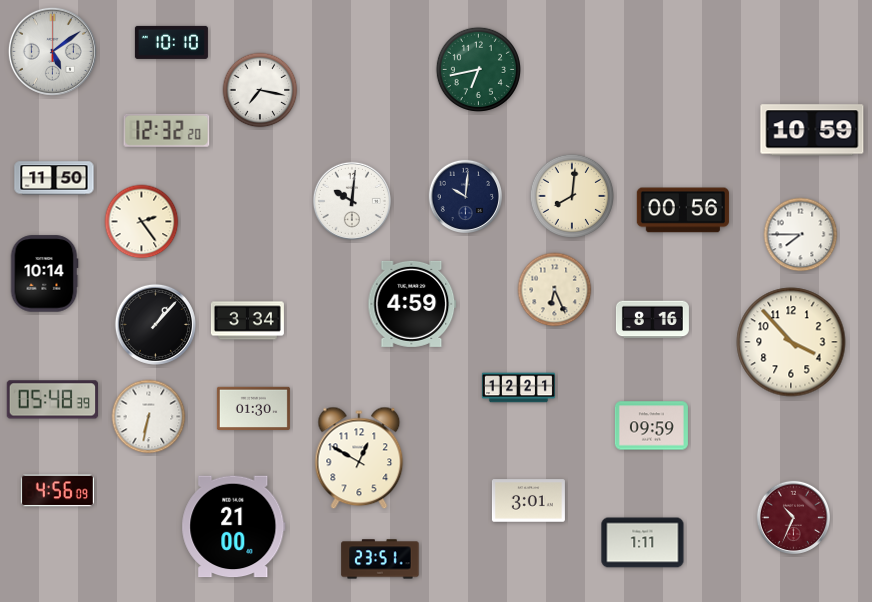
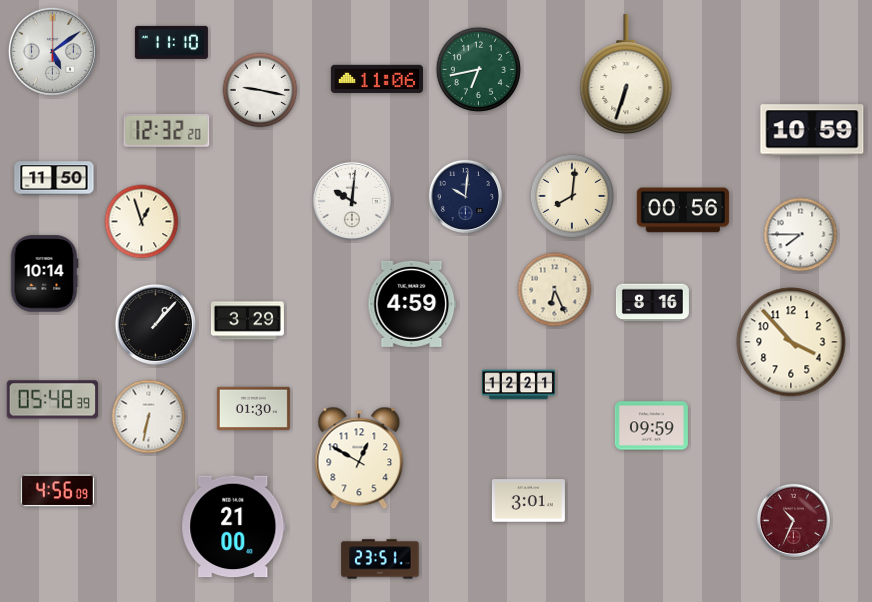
clock at (171, 42): 10:10 -> 11:10
clock at (626, 75): none -> 6:33
clock at (377, 79): none -> 11:06
clock at (260, 90): 7:17 -> 9:17
clock at (142, 222): 2:24 -> 12:57
clock at (652, 320) position: (652, 320) -> (652, 303)
clock at (247, 321): 3:34 -> 3:29
clock at (518, 388) position: (518, 388) -> (518, 385)
clock at (793, 517) position: (793, 517) -> (793, 520)
clock at (643, 543): 1:11 -> none
